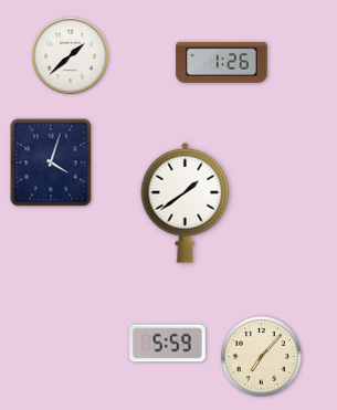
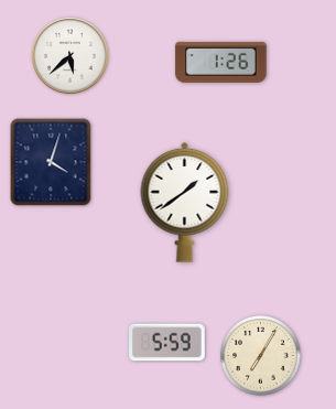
clock at (71, 56): 1:38 -> 5:38
clock at (262, 357): 7:07 -> 7:05
